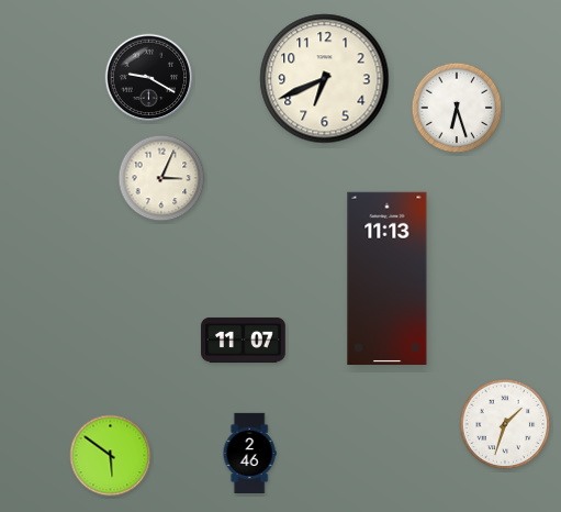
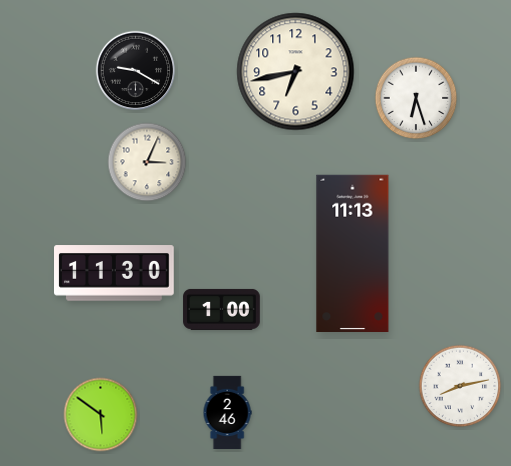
clock at (325, 79): 6:41 -> 6:43
clock at (115, 273): none -> 11:30
clock at (244, 340): 11:07 -> 1:00
clock at (505, 424): 1:33 -> 8:13
